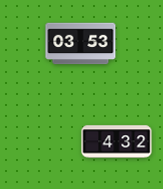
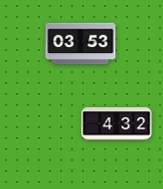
clock at (117, 142) position: (117, 142) -> (117, 124)
